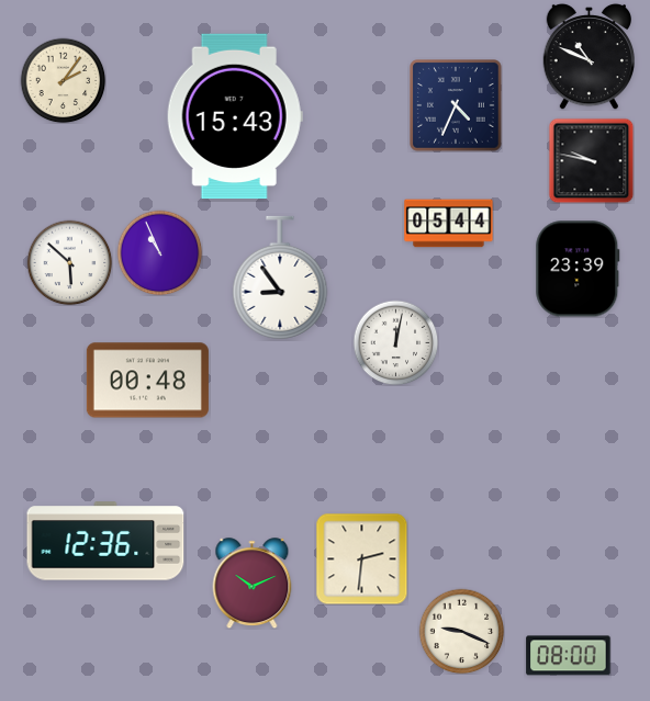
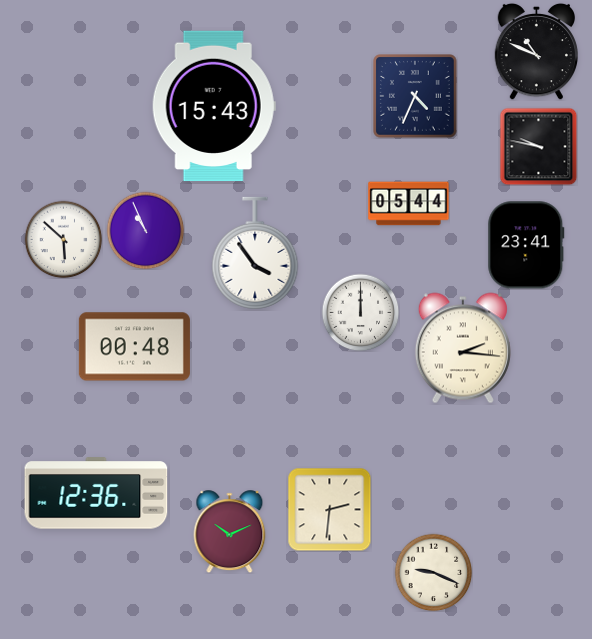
clock at (63, 80): 2:06 -> none
clock at (578, 269): 23:39 -> 23:41
clock at (280, 278): 8:54 -> 3:54
clock at (395, 342): 12:02 -> 12:00
clock at (463, 348): none -> 2:16
clock at (461, 631) position: (461, 631) -> (433, 572)
clock at (569, 656): 08:00 -> none
